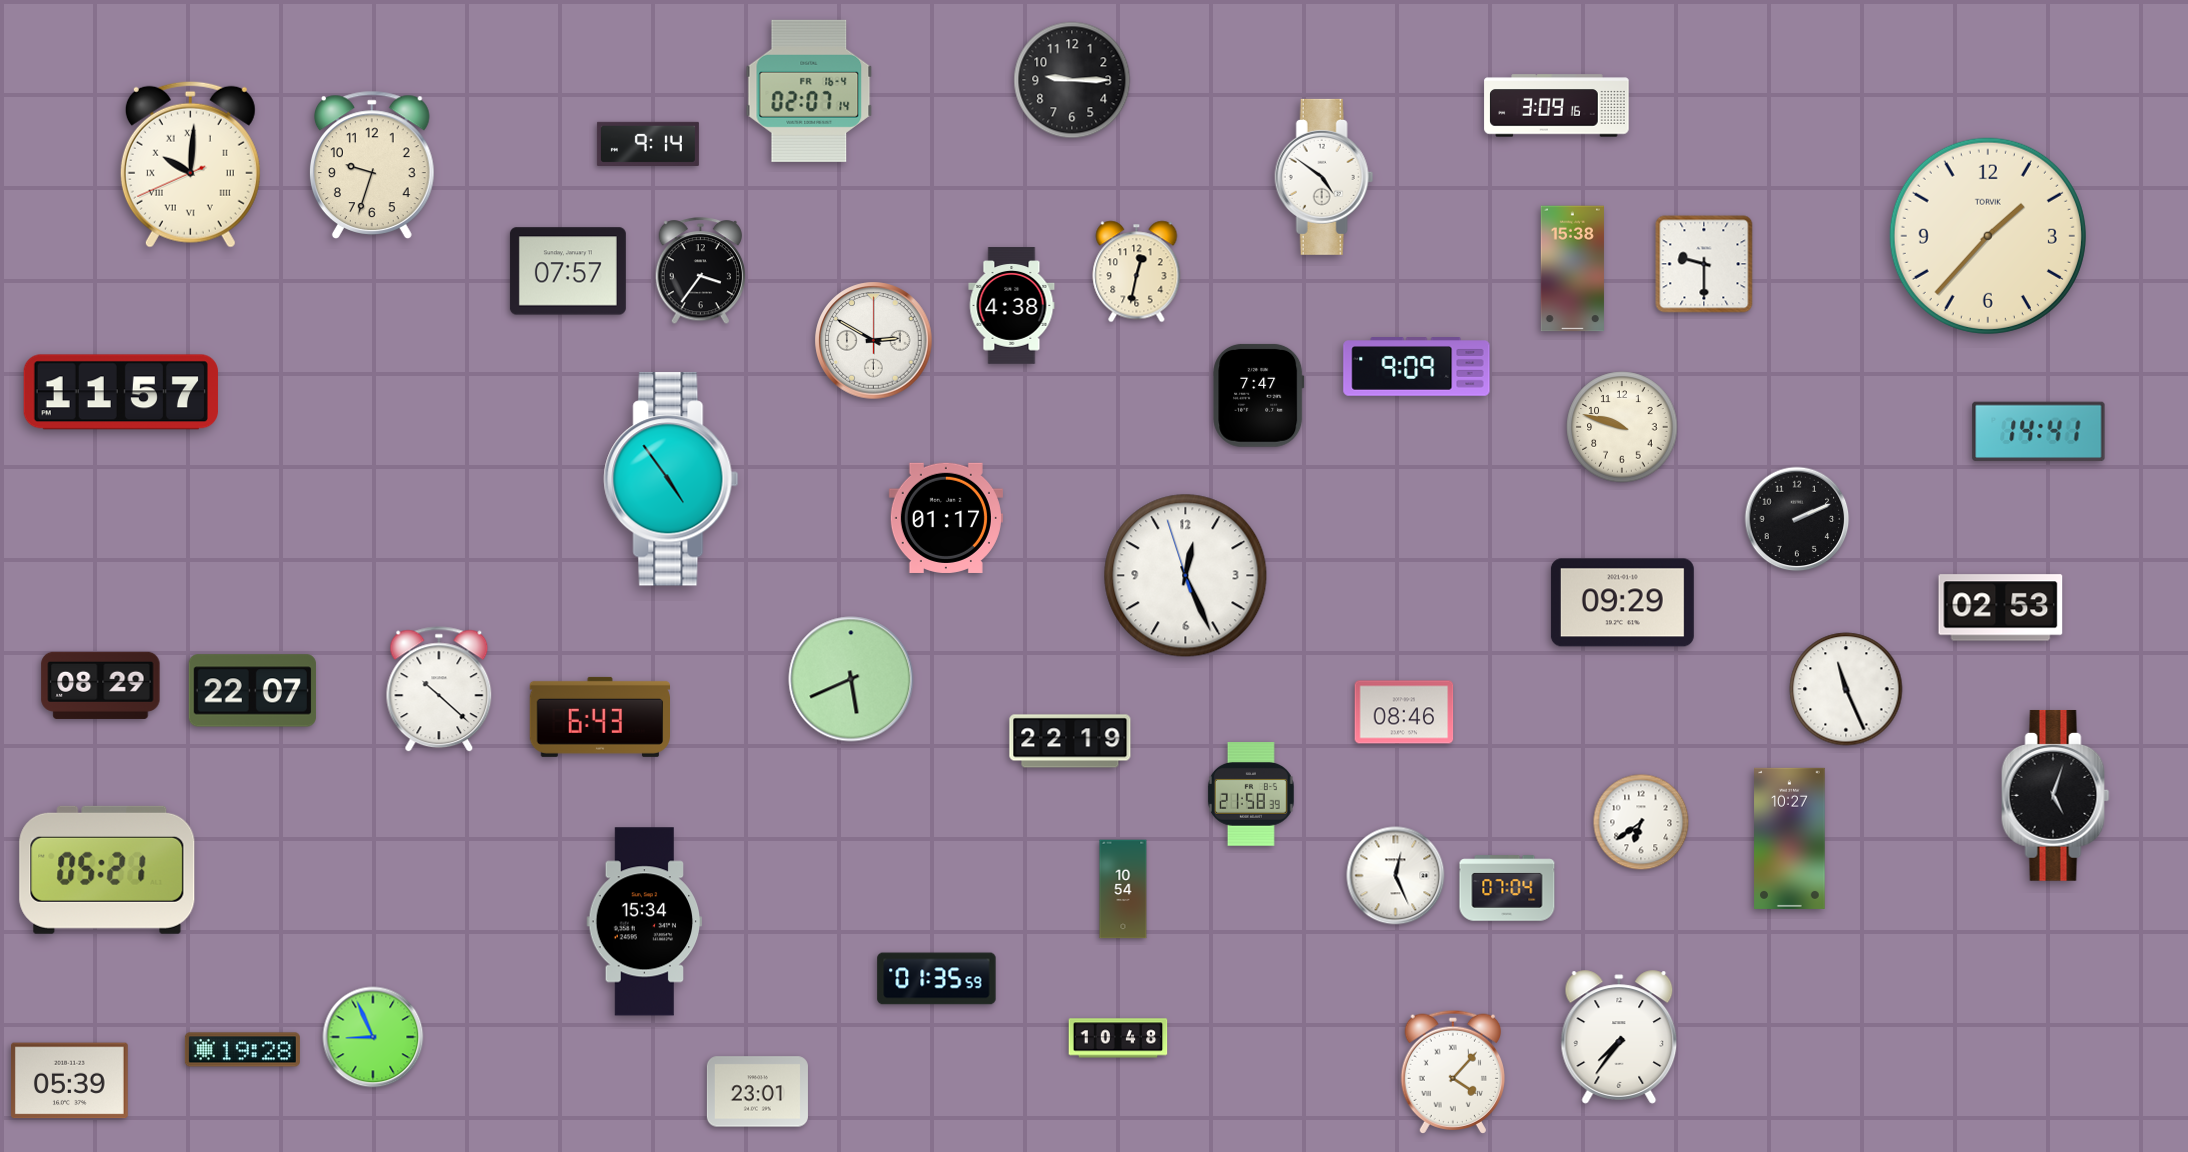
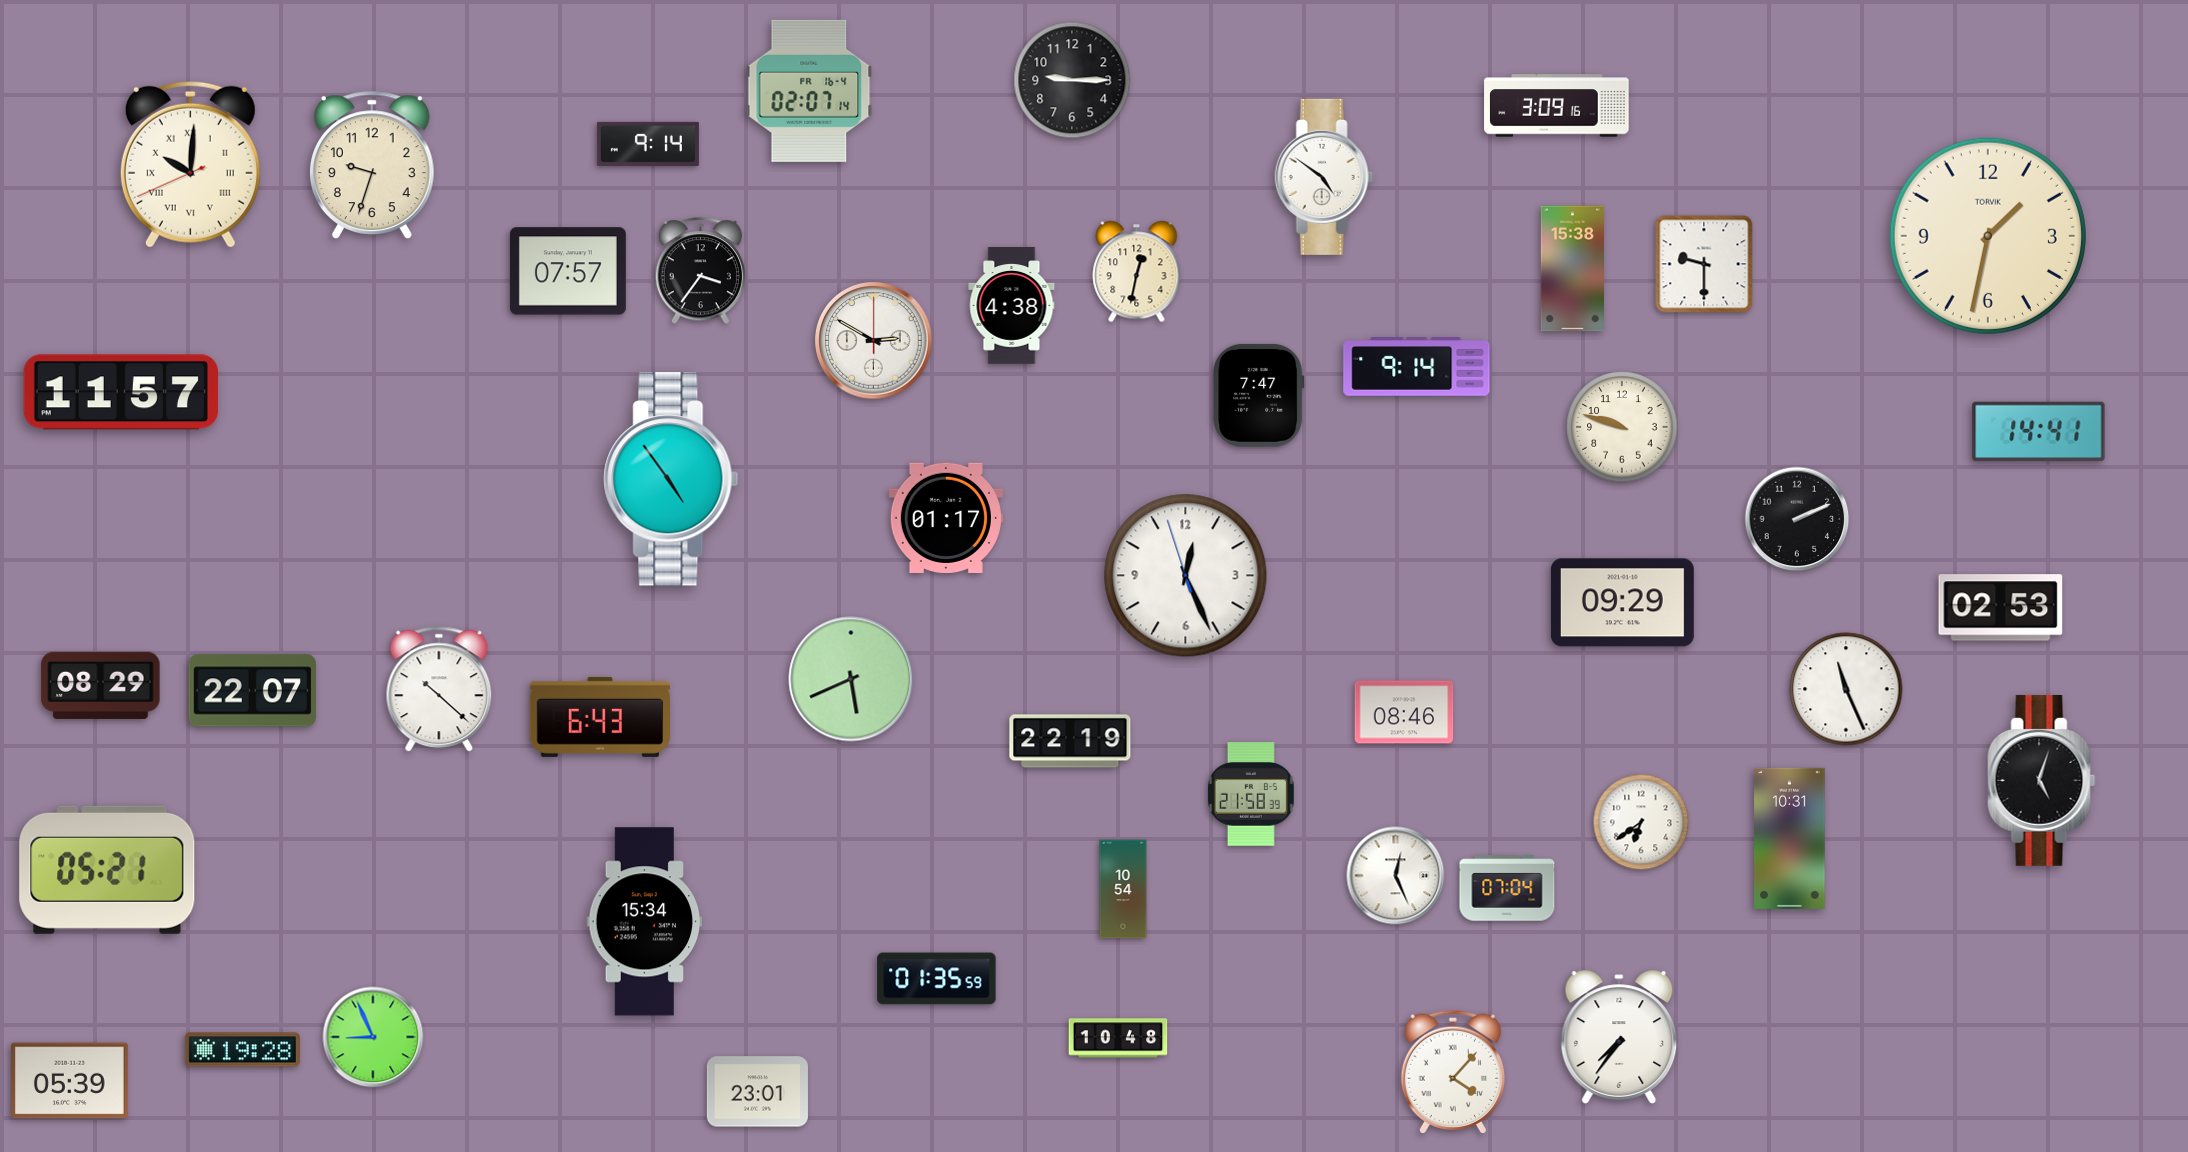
clock at (1988, 236): 1:37 -> 1:32
clock at (1417, 367): 9:09 -> 9:14
clock at (2056, 795) position: (2056, 795) -> (2042, 780)
clock at (1790, 838): 10:27 -> 10:31
